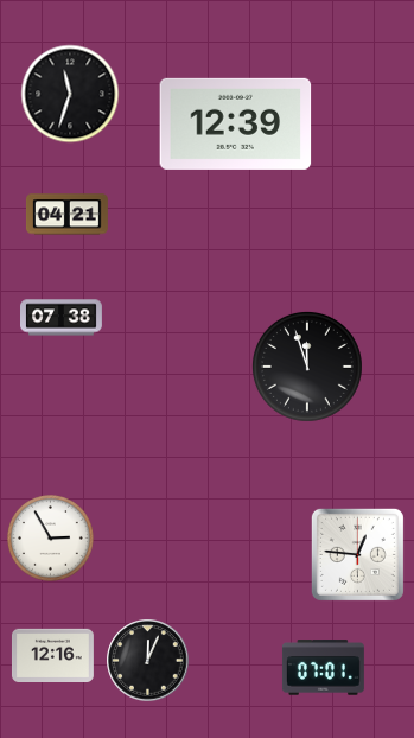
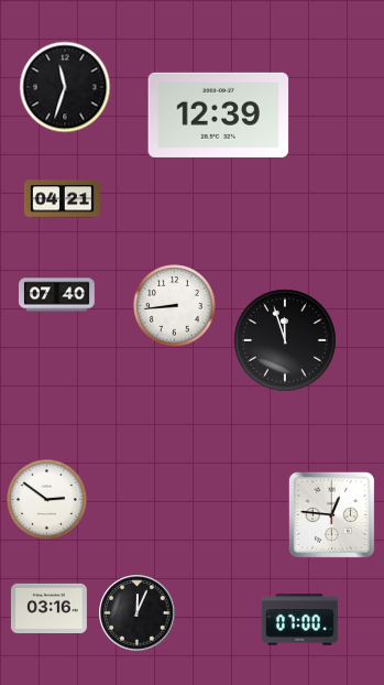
clock at (62, 318): 07:38 -> 07:40
clock at (175, 306): none -> 8:44
clock at (51, 539): 2:55 -> 2:51
clock at (52, 655): 12:16 -> 03:16
clock at (323, 668): 07:01 -> 07:00
